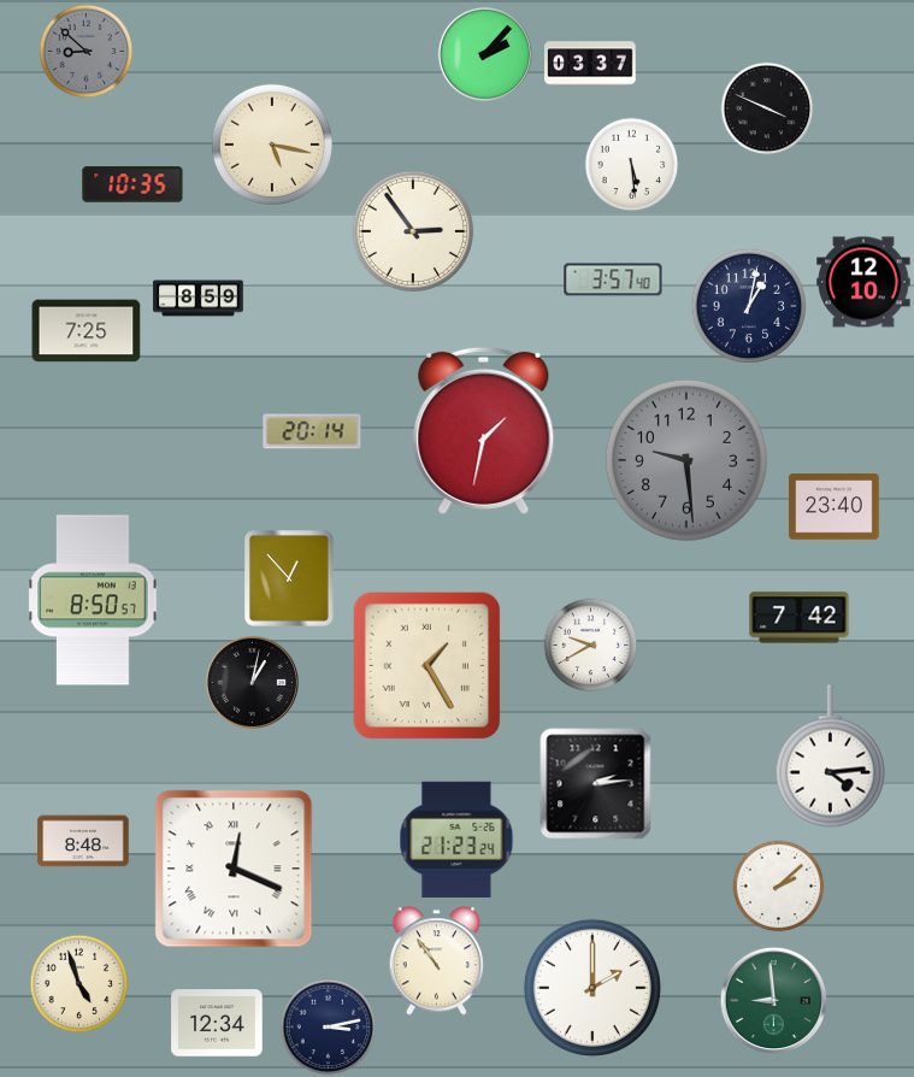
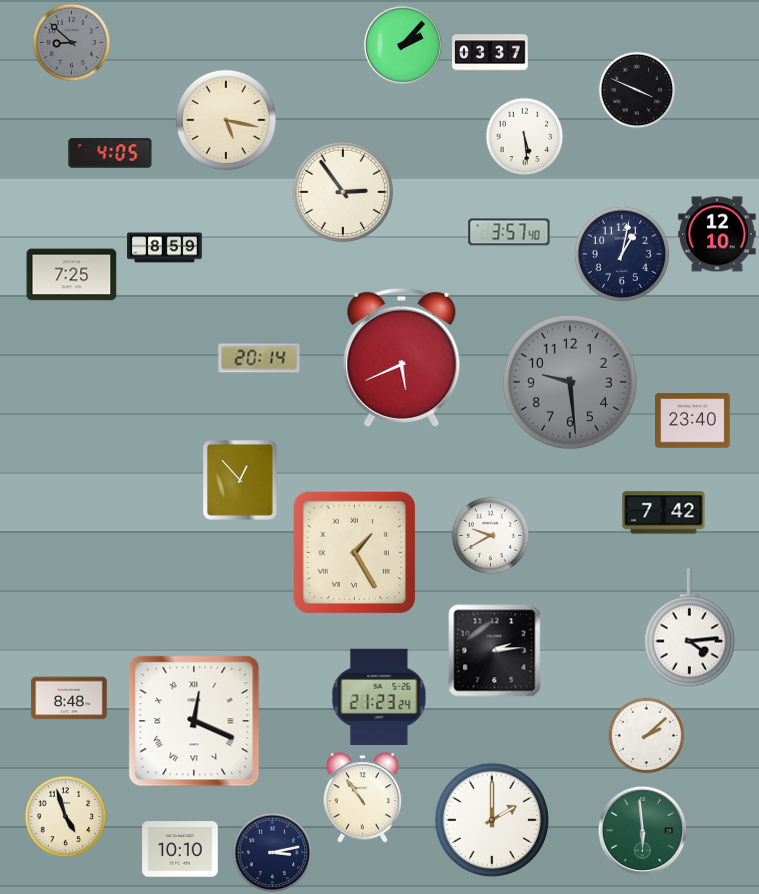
clock at (132, 184): 10:35 -> 4:05
clock at (484, 430): 1:32 -> 5:41
clock at (93, 600): 8:50 -> none
clock at (252, 682): 1:02 -> none
clock at (774, 1001): 8:59 -> 5:59
clock at (217, 1023): 12:34 -> 10:10
